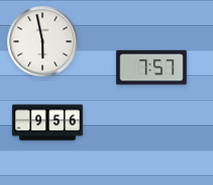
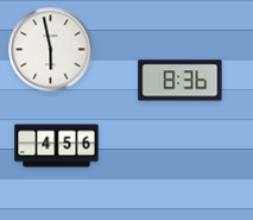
clock at (152, 68): 7:57 -> 8:36
clock at (48, 123): 9:56 -> 4:56
